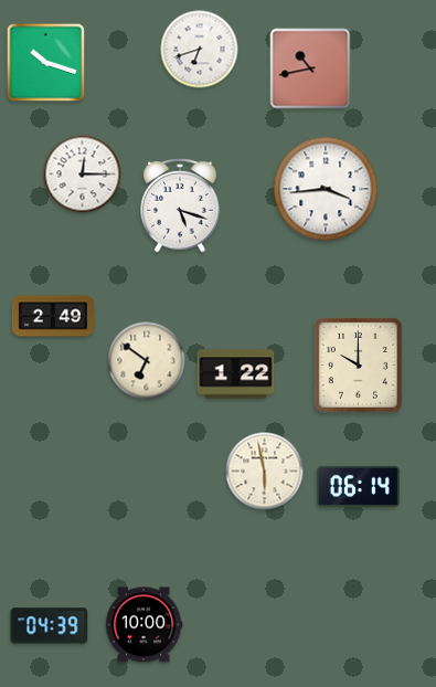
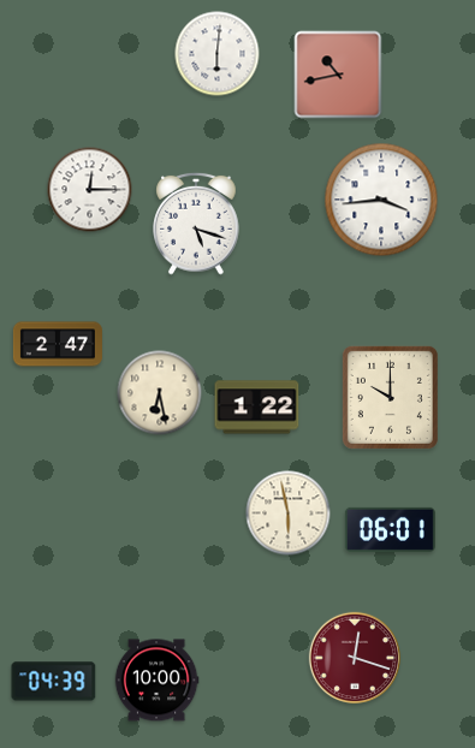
clock at (200, 50): 6:42 -> 6:01
clock at (46, 63): 10:18 -> none
clock at (326, 189) position: (326, 189) -> (381, 200)
clock at (53, 316): 2:49 -> 2:47
clock at (147, 361): 6:51 -> 6:28
clock at (358, 486): 06:14 -> 06:01
clock at (354, 657): none -> 12:18
